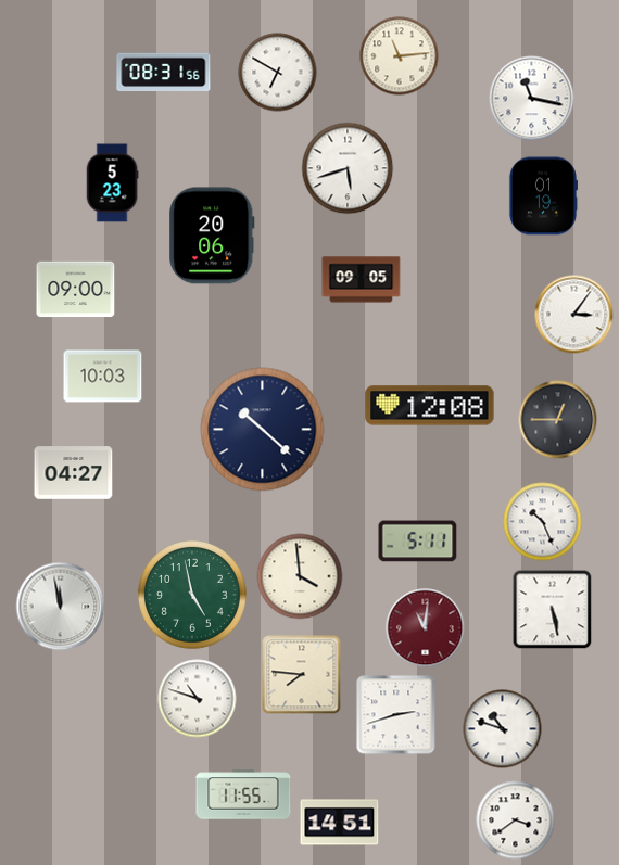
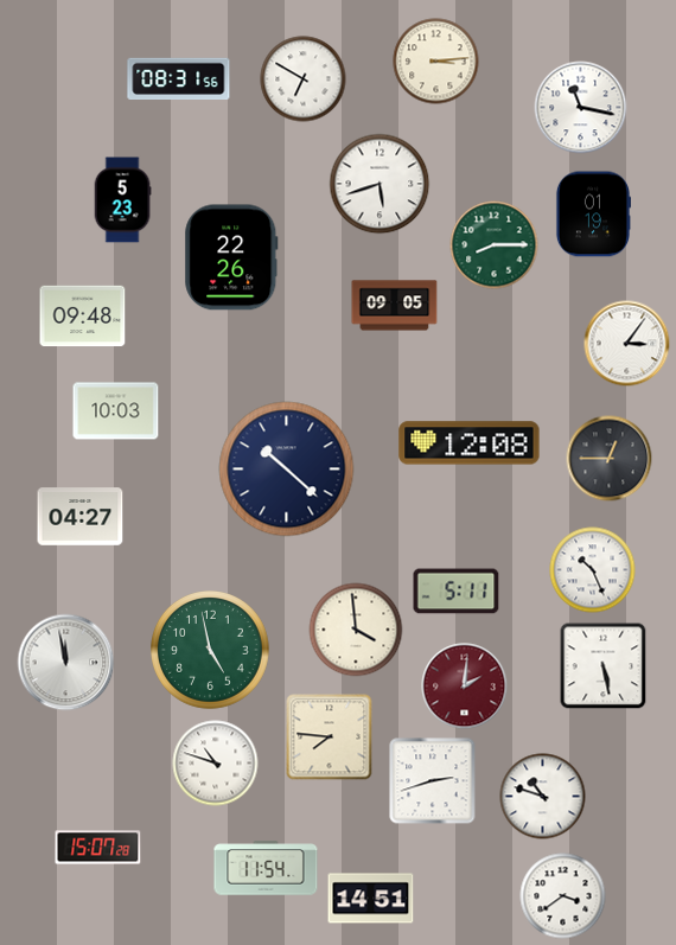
clock at (400, 56): 11:14 -> 3:14
clock at (495, 245): none -> 8:15
clock at (212, 236): 20:06 -> 22:26
clock at (76, 290): 09:00 -> 09:48
clock at (103, 377) position: (103, 377) -> (116, 411)
clock at (300, 576) position: (300, 576) -> (356, 630)
clock at (426, 628): 11:01 -> 2:01
clock at (503, 729) position: (503, 729) -> (543, 797)
clock at (98, 848): none -> 15:07
clock at (243, 794): 11:55 -> 11:54
